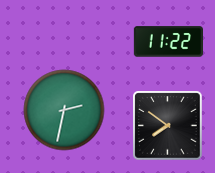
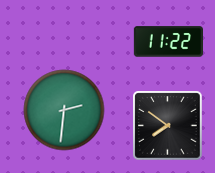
clock at (64, 110): 2:32 -> 2:31
